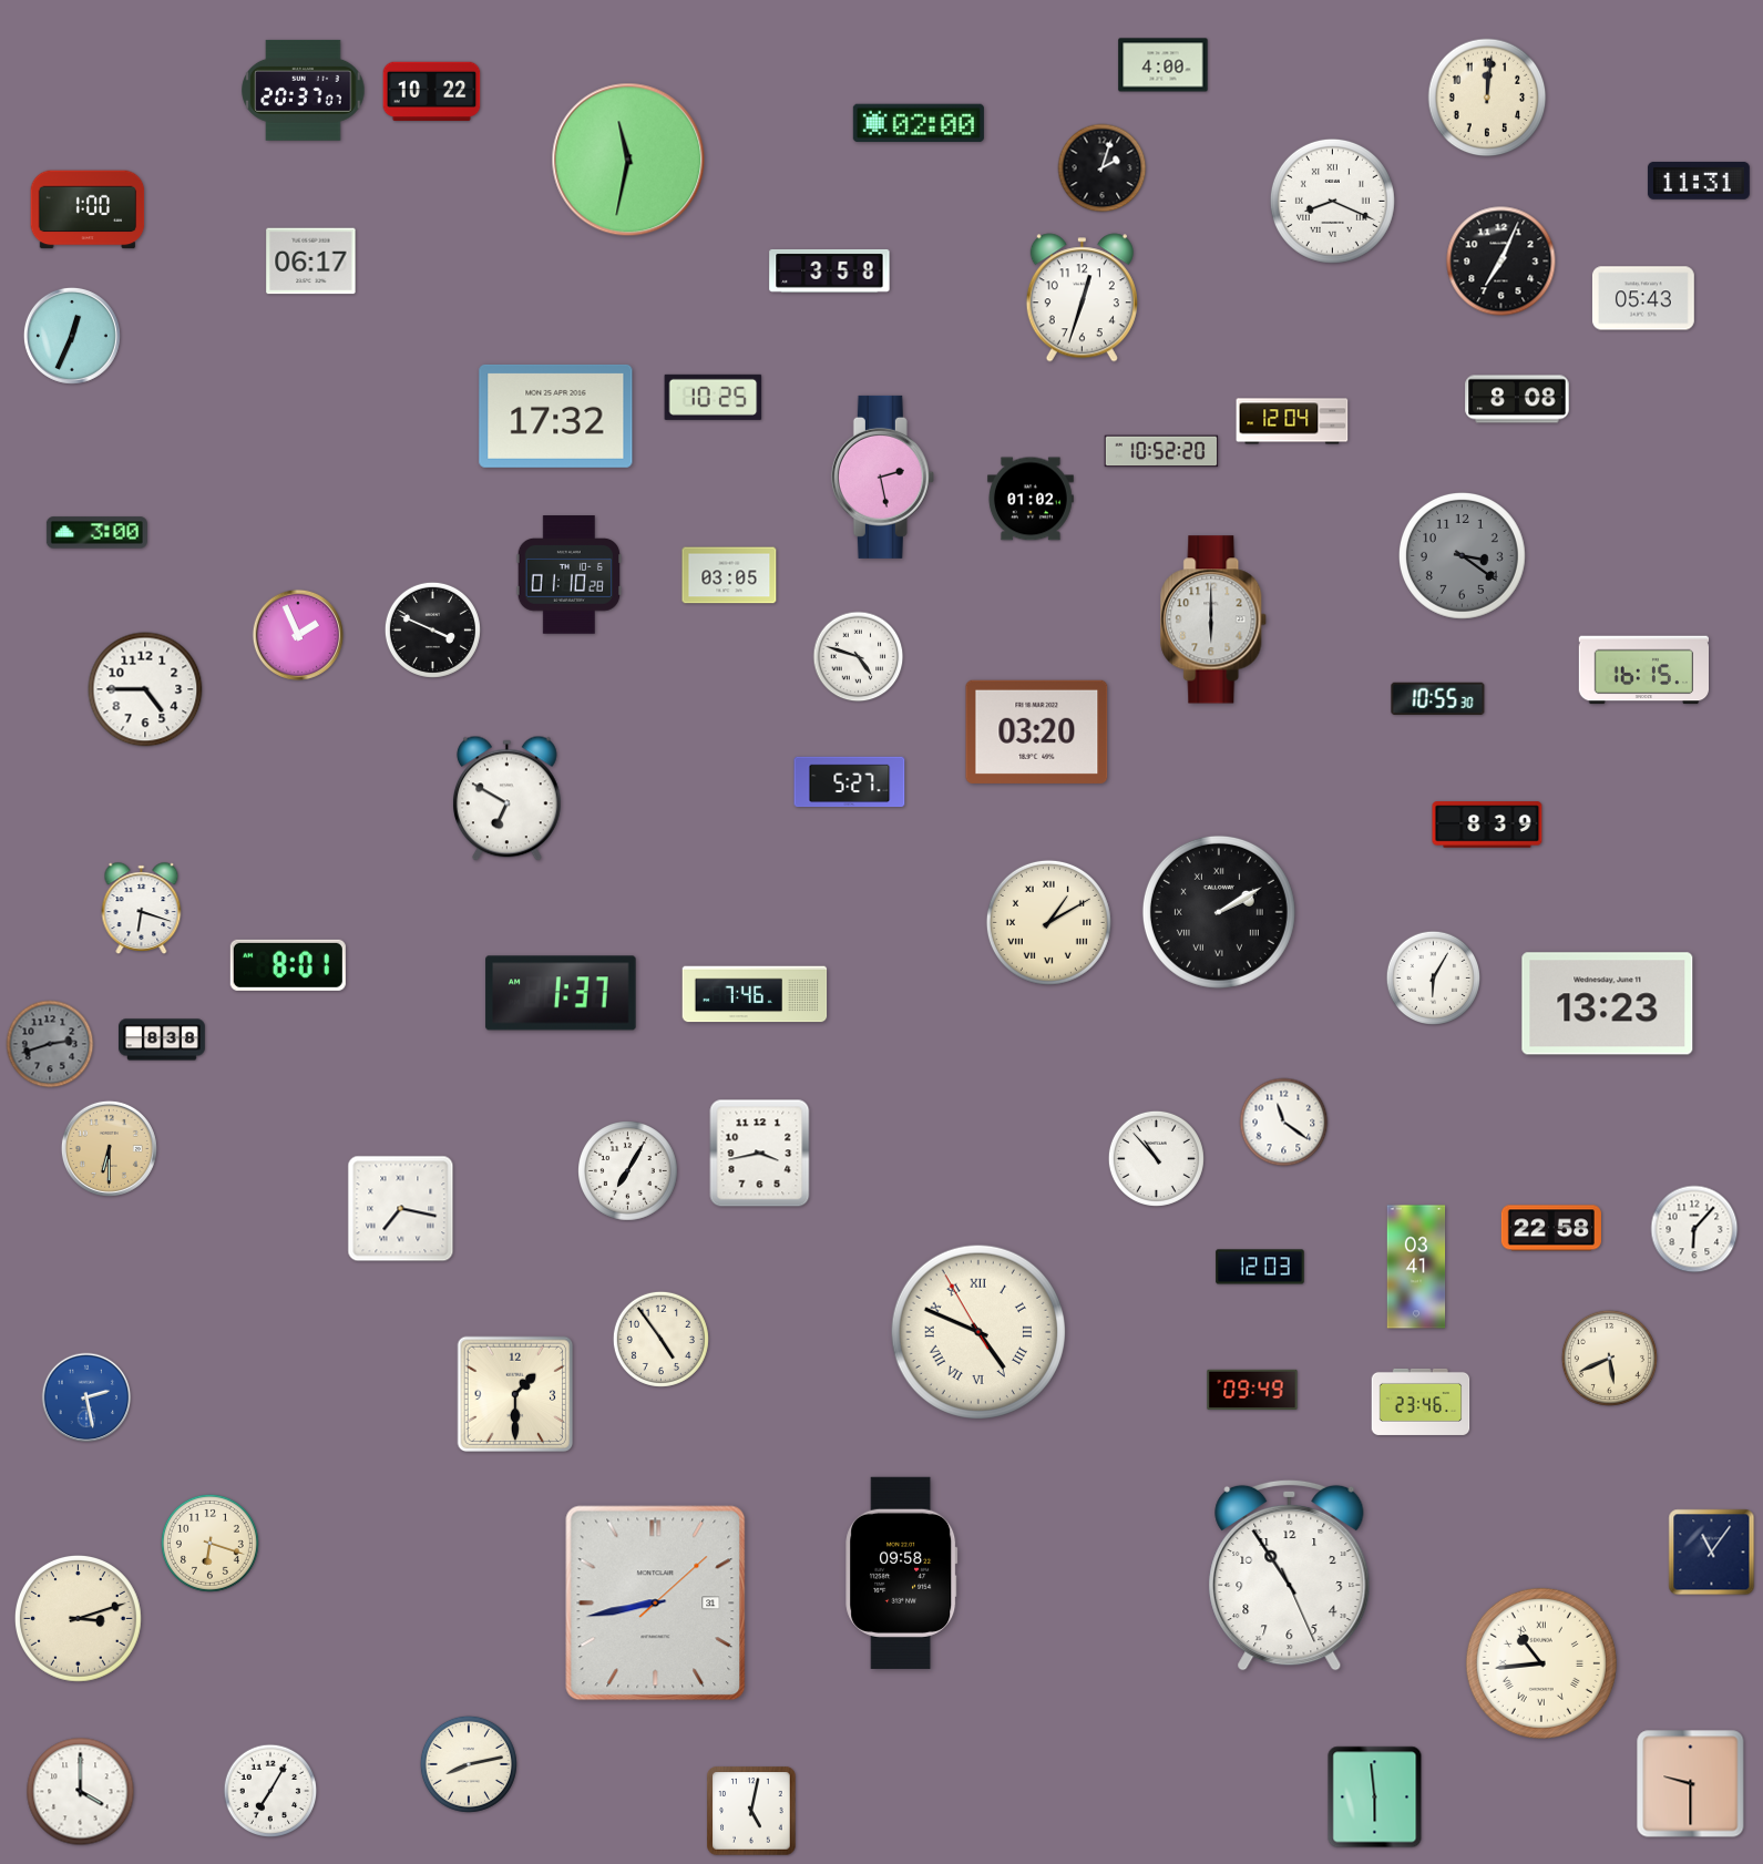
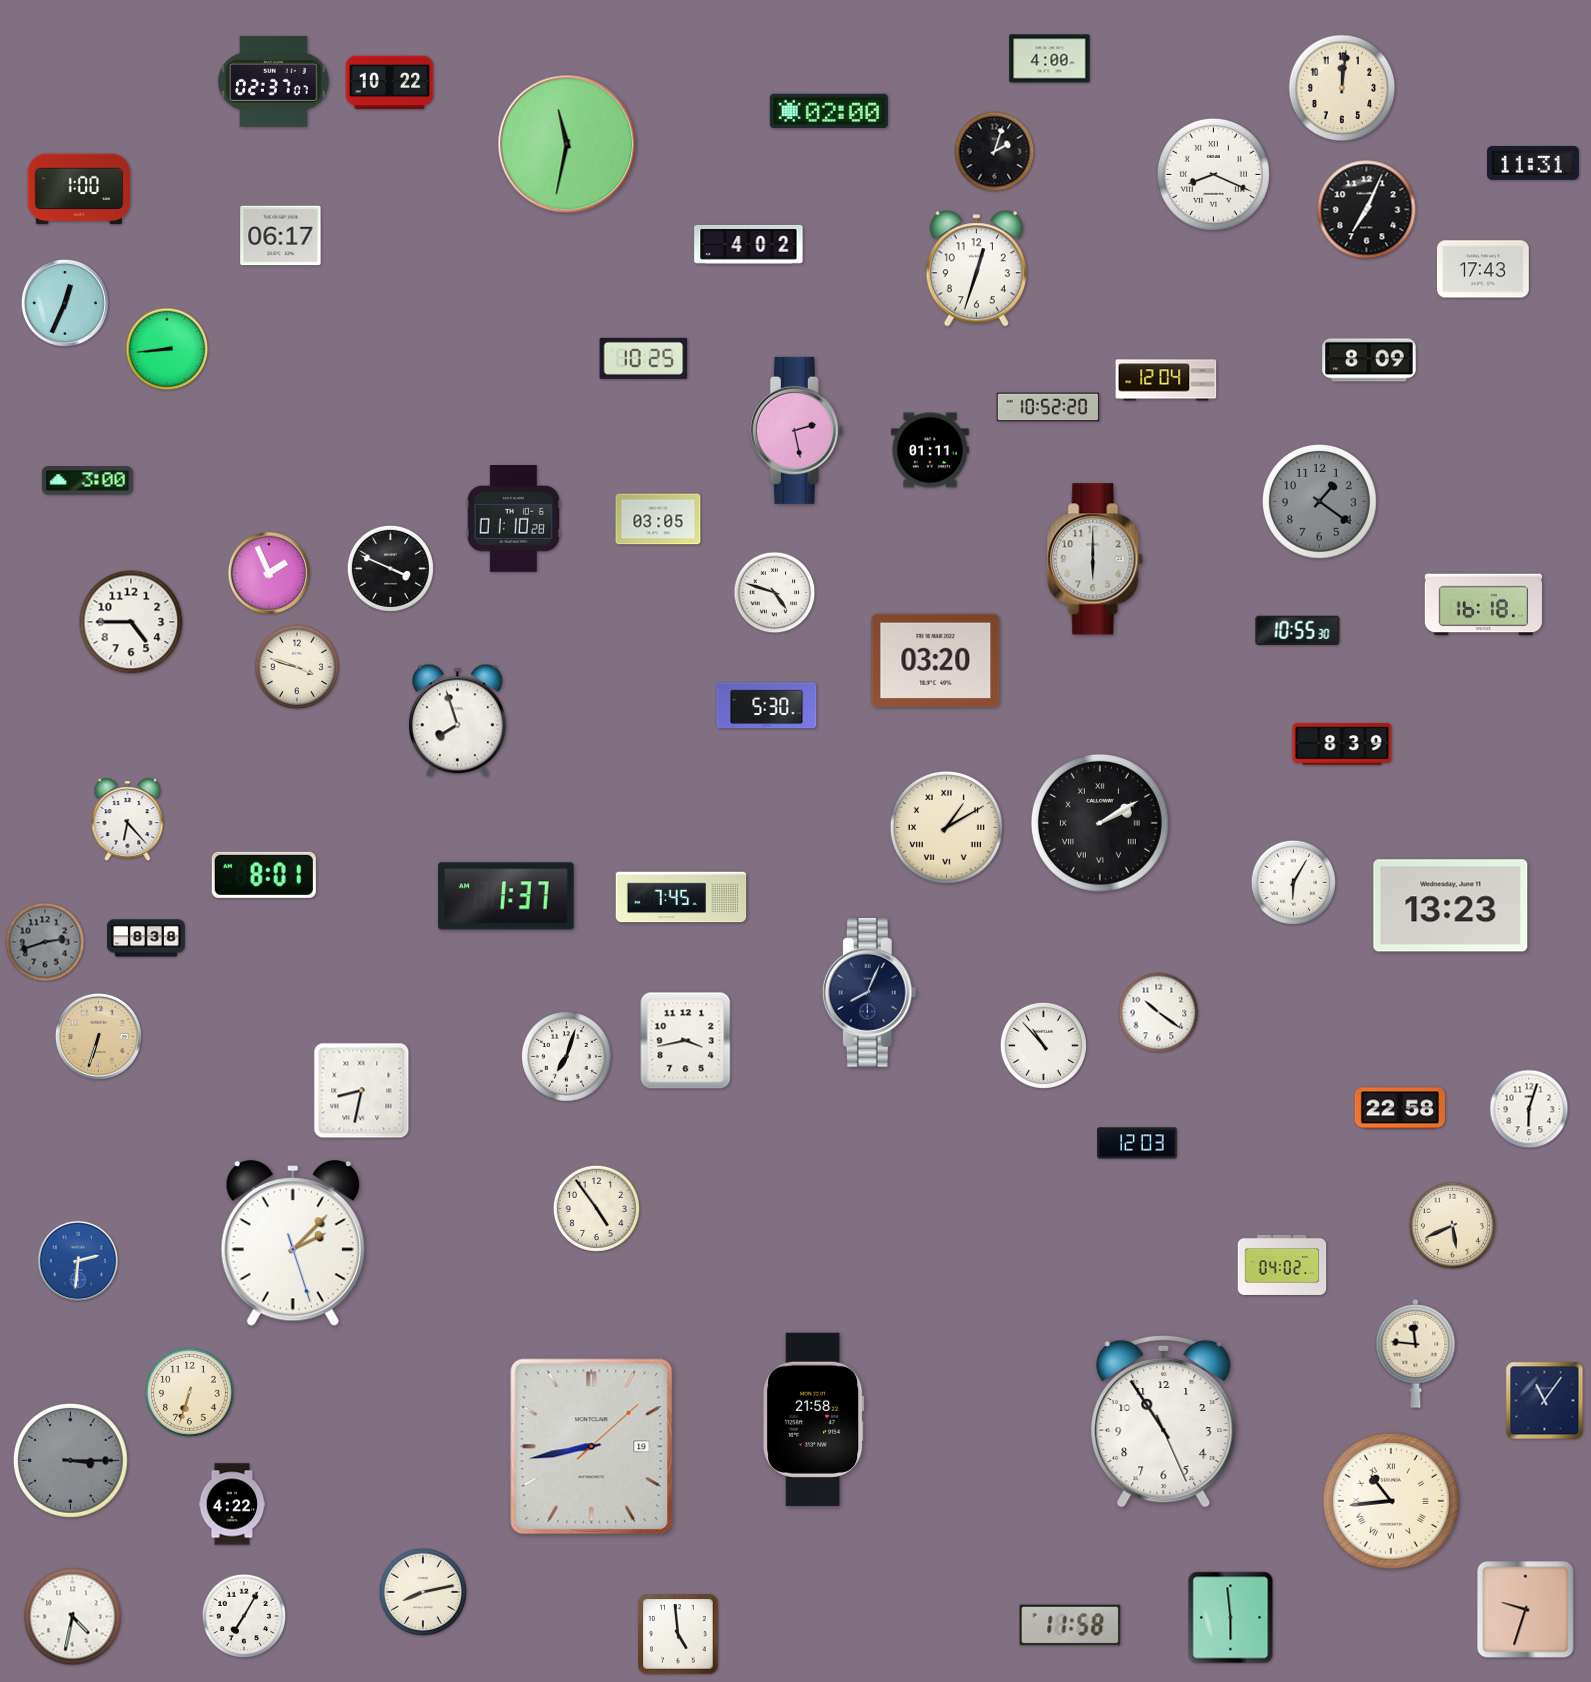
clock at (304, 90): 20:37 -> 02:37
clock at (1332, 201) position: (1332, 201) -> (1213, 174)
clock at (1501, 262) position: (1501, 262) -> (1367, 210)
clock at (830, 272): 3:58 -> 4:02
clock at (1643, 298): 05:43 -> 17:43
clock at (167, 349): none -> 8:44
clock at (1517, 399): 8:08 -> 8:09
clock at (556, 416): 17:32 -> none
clock at (1031, 499): 01:02 -> 01:11
clock at (1463, 556): 3:21 -> 1:21
clock at (1643, 670): 16:15 -> 16:18
clock at (297, 667): none -> 3:48
clock at (850, 782): 5:27 -> 5:30
clock at (508, 799): 6:50 -> 7:57
clock at (142, 908): 6:18 -> 6:23
clock at (1048, 922) position: (1048, 922) -> (946, 827)
clock at (288, 965) position: (288, 965) -> (264, 875)
clock at (755, 994): 7:46 -> 7:45
clock at (869, 993): none -> 8:04
clock at (1284, 1123): 11:21 -> 10:21
clock at (109, 1148): 6:30 -> 6:33
clock at (628, 1171): 7:05 -> 7:03
clock at (401, 1209): 7:17 -> 8:32
clock at (1694, 1229): 6:07 -> 6:03
clock at (1416, 1267): 03:41 -> none
clock at (977, 1331): 4:48 -> none
clock at (293, 1244): none -> 2:07
clock at (1252, 1390): 09:49 -> none
clock at (515, 1394): 1:30 -> none
clock at (86, 1397): 2:28 -> 2:31
clock at (1421, 1402): 23:46 -> 04:02
clock at (1416, 1353): none -> 11:46
clock at (209, 1543): 6:18 -> 6:33
clock at (902, 1573): 09:58 -> 21:58
clock at (656, 1604) date: 31 -> 19
clock at (79, 1619): 3:12 -> 3:15
clock at (79, 1619) dial: cream -> grey
clock at (232, 1504): none -> 4:22
clock at (1691, 1784): 9:30 -> 9:33
clock at (81, 1792): 4:00 -> 4:32
clock at (1375, 1798) position: (1375, 1798) -> (1231, 1618)
clock at (1070, 1625): none -> 11:58
clock at (751, 1811): 5:02 -> 4:59
